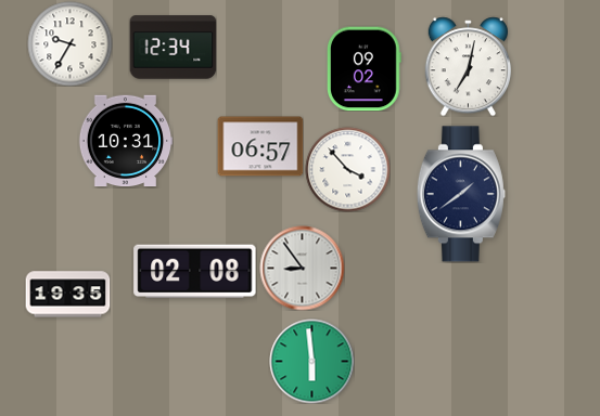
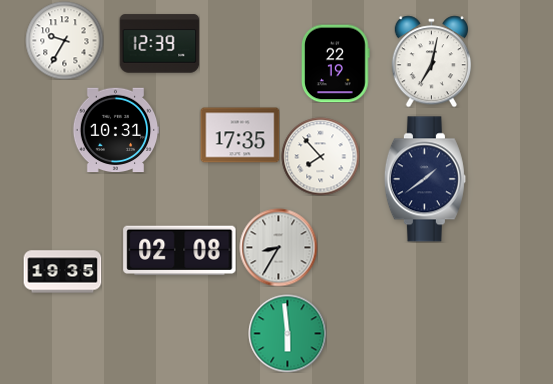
clock at (173, 48): 12:34 -> 12:39
clock at (365, 68): 09:02 -> 22:19
clock at (260, 146): 06:57 -> 17:35
clock at (347, 169): 3:53 -> 7:53
clock at (302, 268): 8:54 -> 8:35
